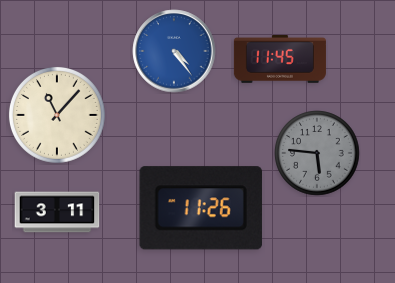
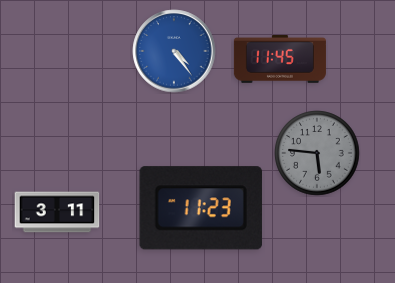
clock at (57, 115): 11:07 -> none
clock at (201, 208): 11:26 -> 11:23
